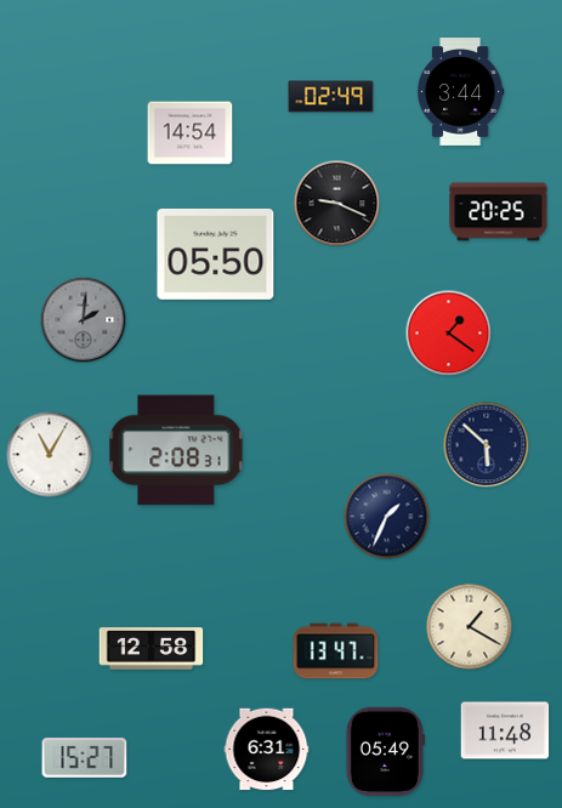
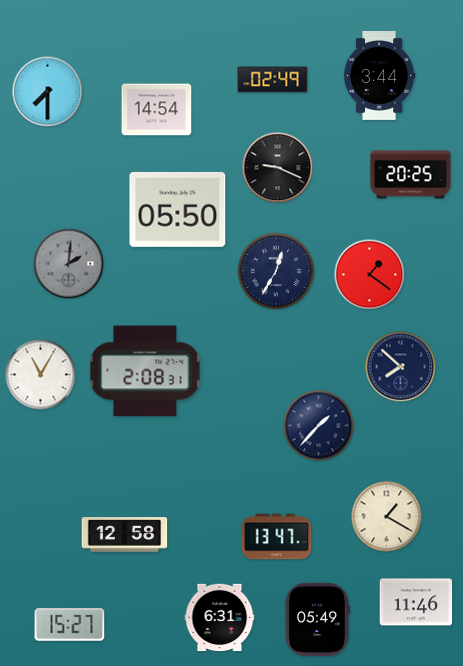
clock at (48, 92): none -> 7:30
clock at (276, 271): none -> 12:35
clock at (487, 445): 5:52 -> 7:52
clock at (387, 517): 1:34 -> 1:37
clock at (505, 730): 11:48 -> 11:46
